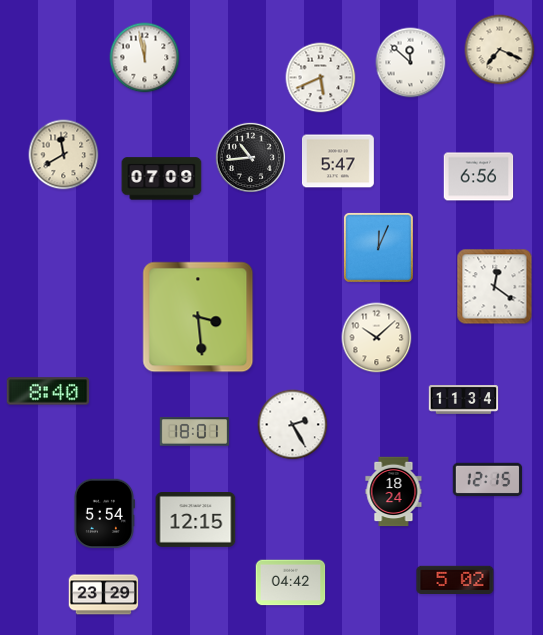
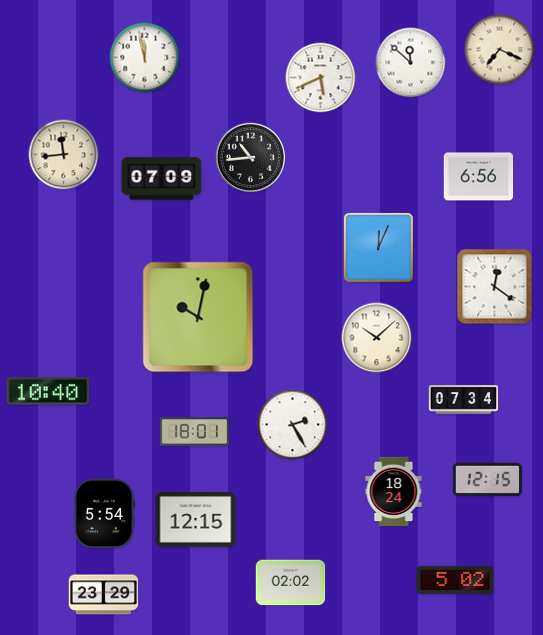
clock at (64, 155): 11:40 -> 11:44
clock at (339, 161): 5:47 -> none
clock at (198, 317): 3:29 -> 10:02
clock at (48, 391): 8:40 -> 10:40
clock at (464, 400): 11:34 -> 07:34
clock at (291, 583): 04:42 -> 02:02
